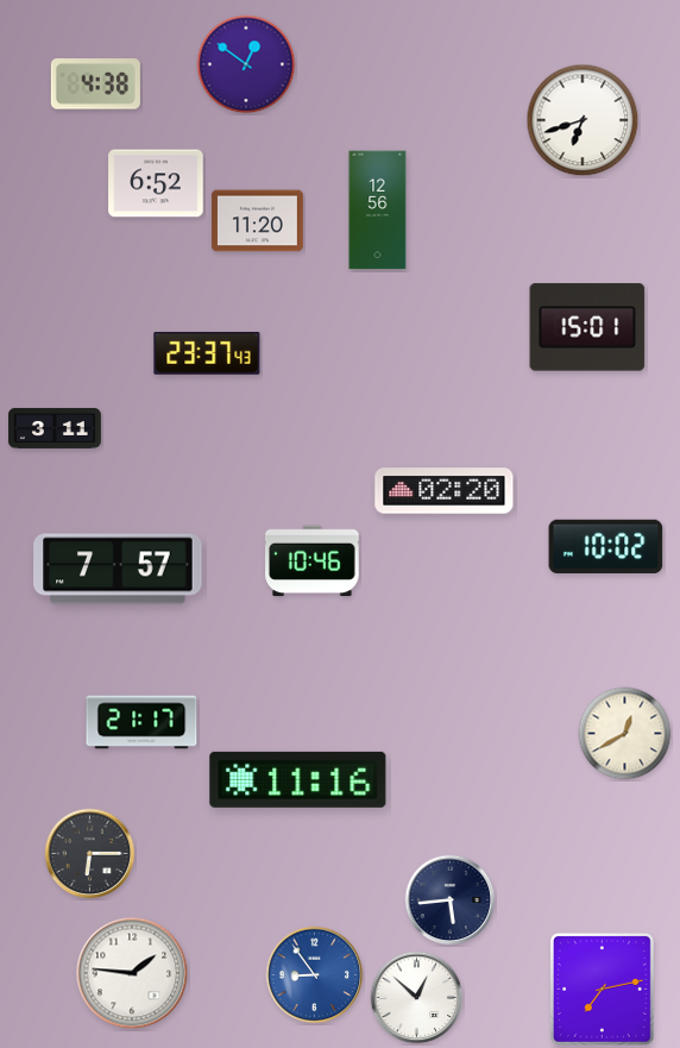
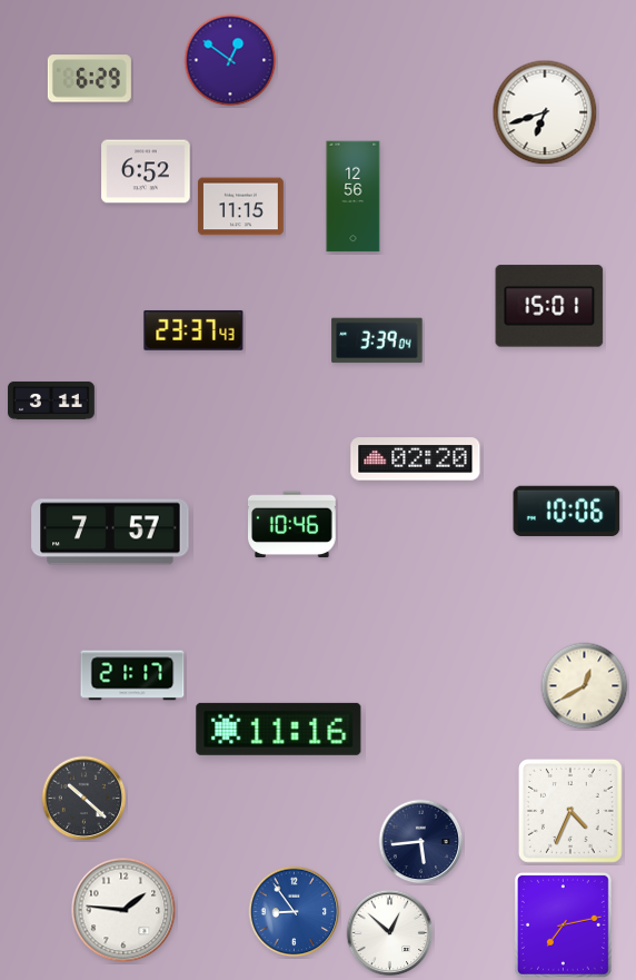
clock at (95, 84): 4:38 -> 6:29
clock at (257, 221): 11:20 -> 11:15
clock at (377, 340): none -> 3:39
clock at (606, 546): 10:02 -> 10:06
clock at (90, 854): 6:15 -> 10:22
clock at (570, 811): none -> 4:34
